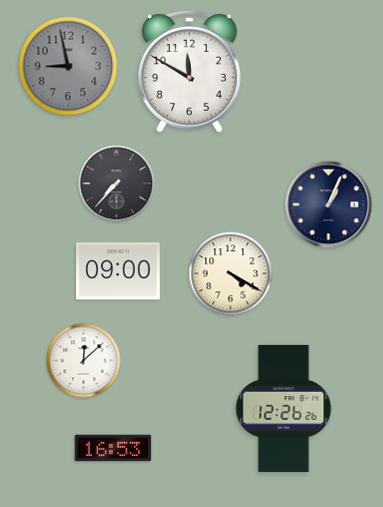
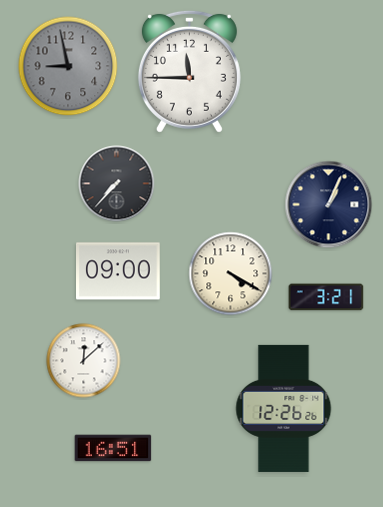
clock at (189, 71): 11:50 -> 11:45
clock at (326, 297): none -> 3:21
clock at (113, 448): 16:53 -> 16:51
